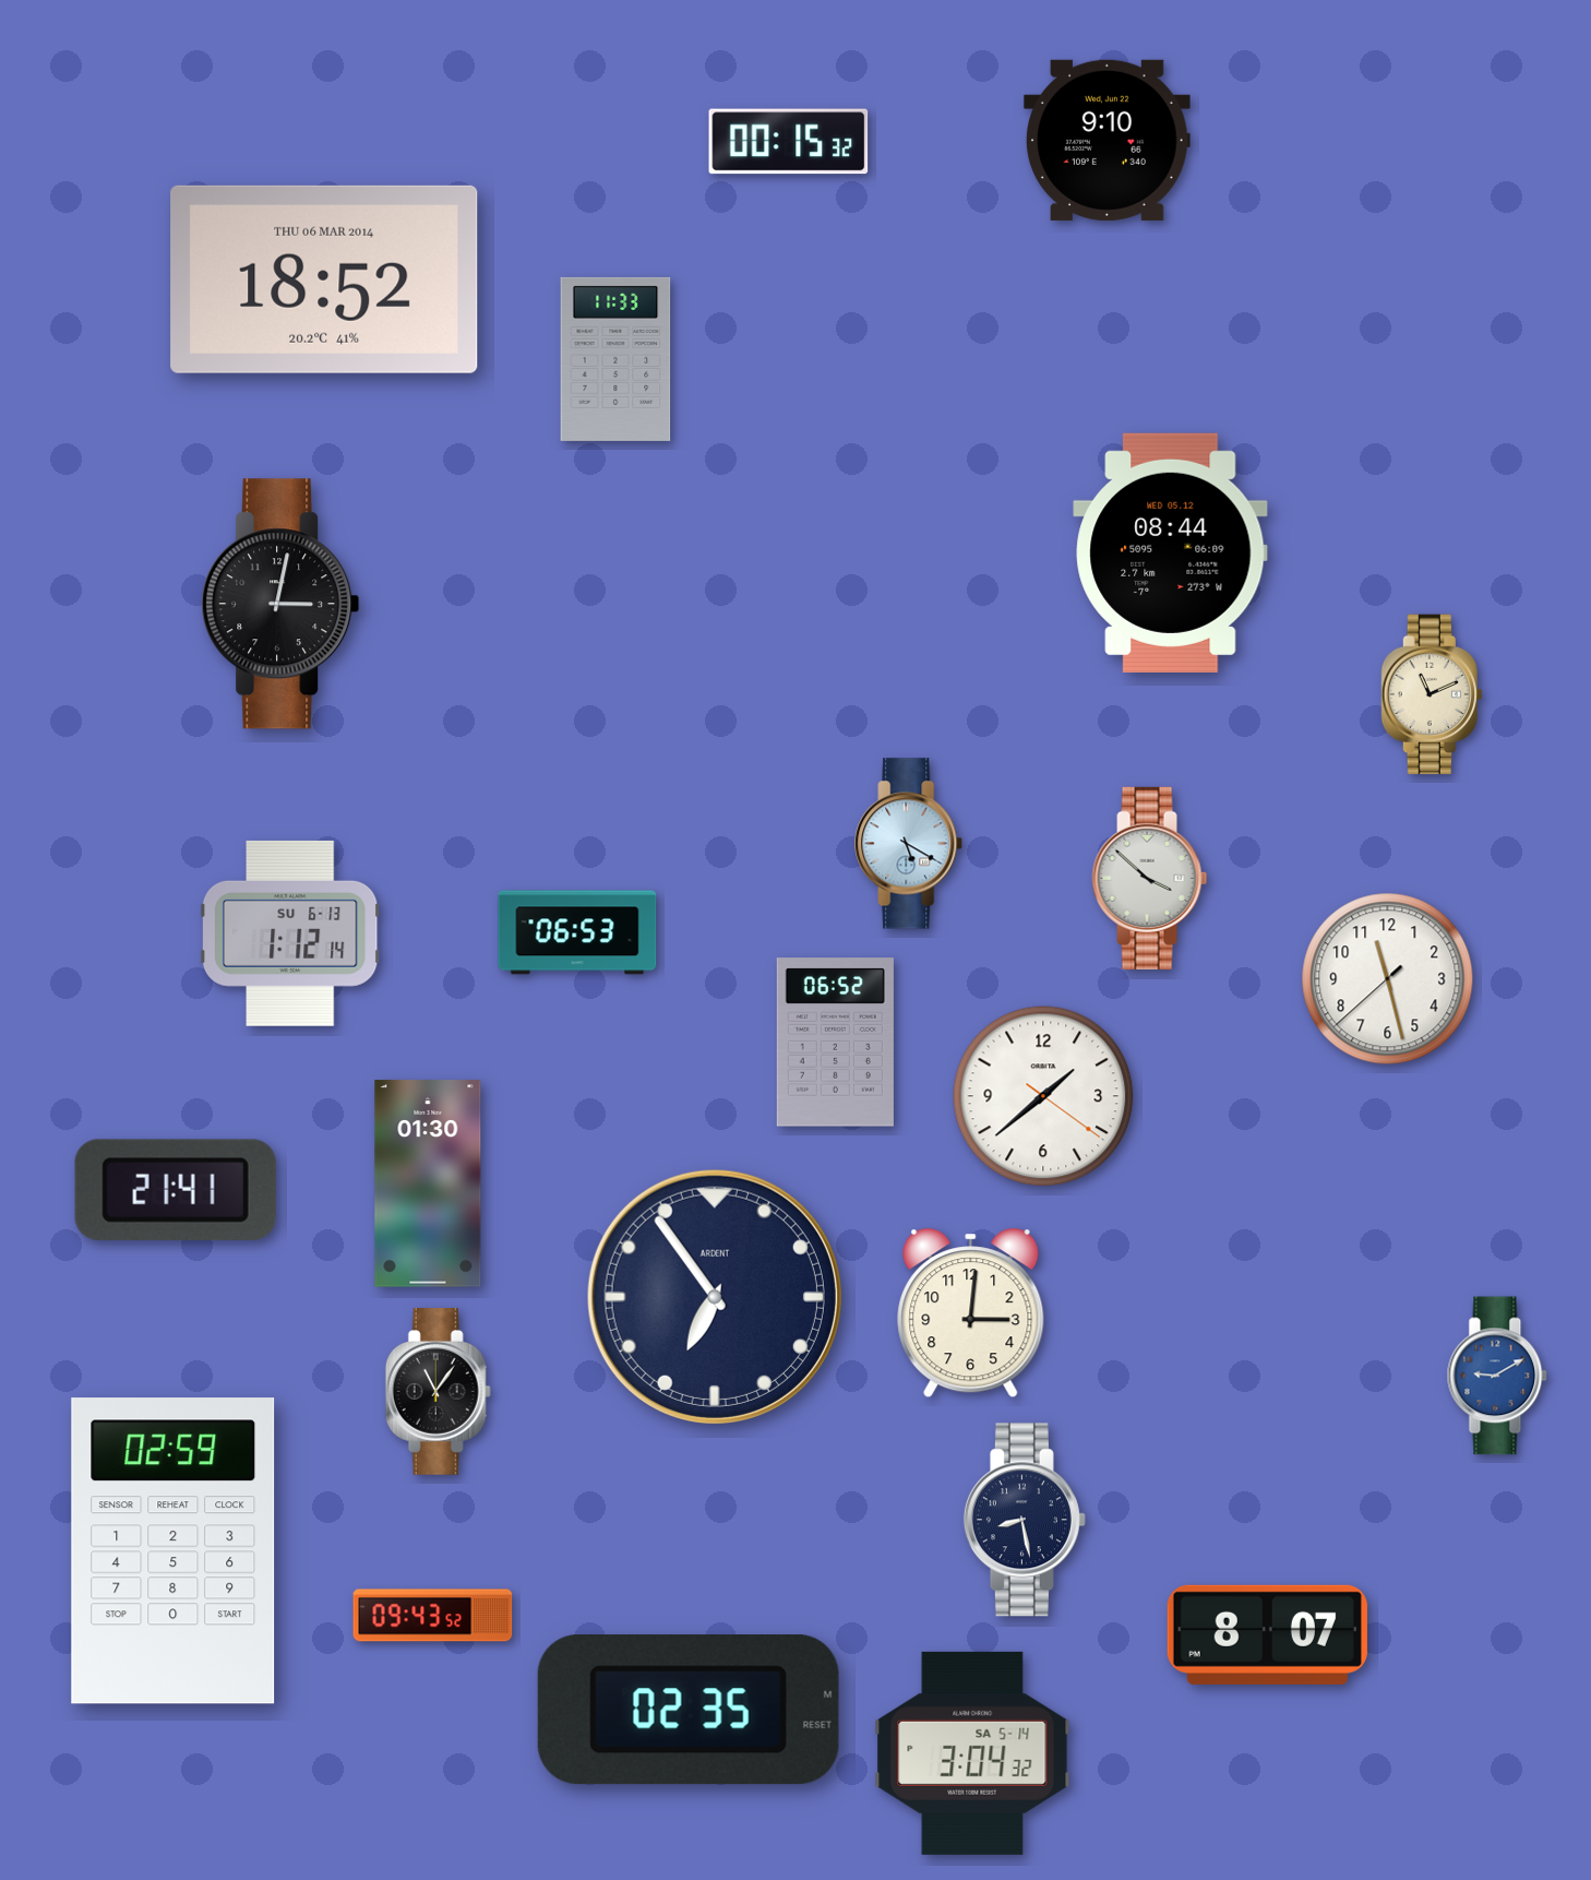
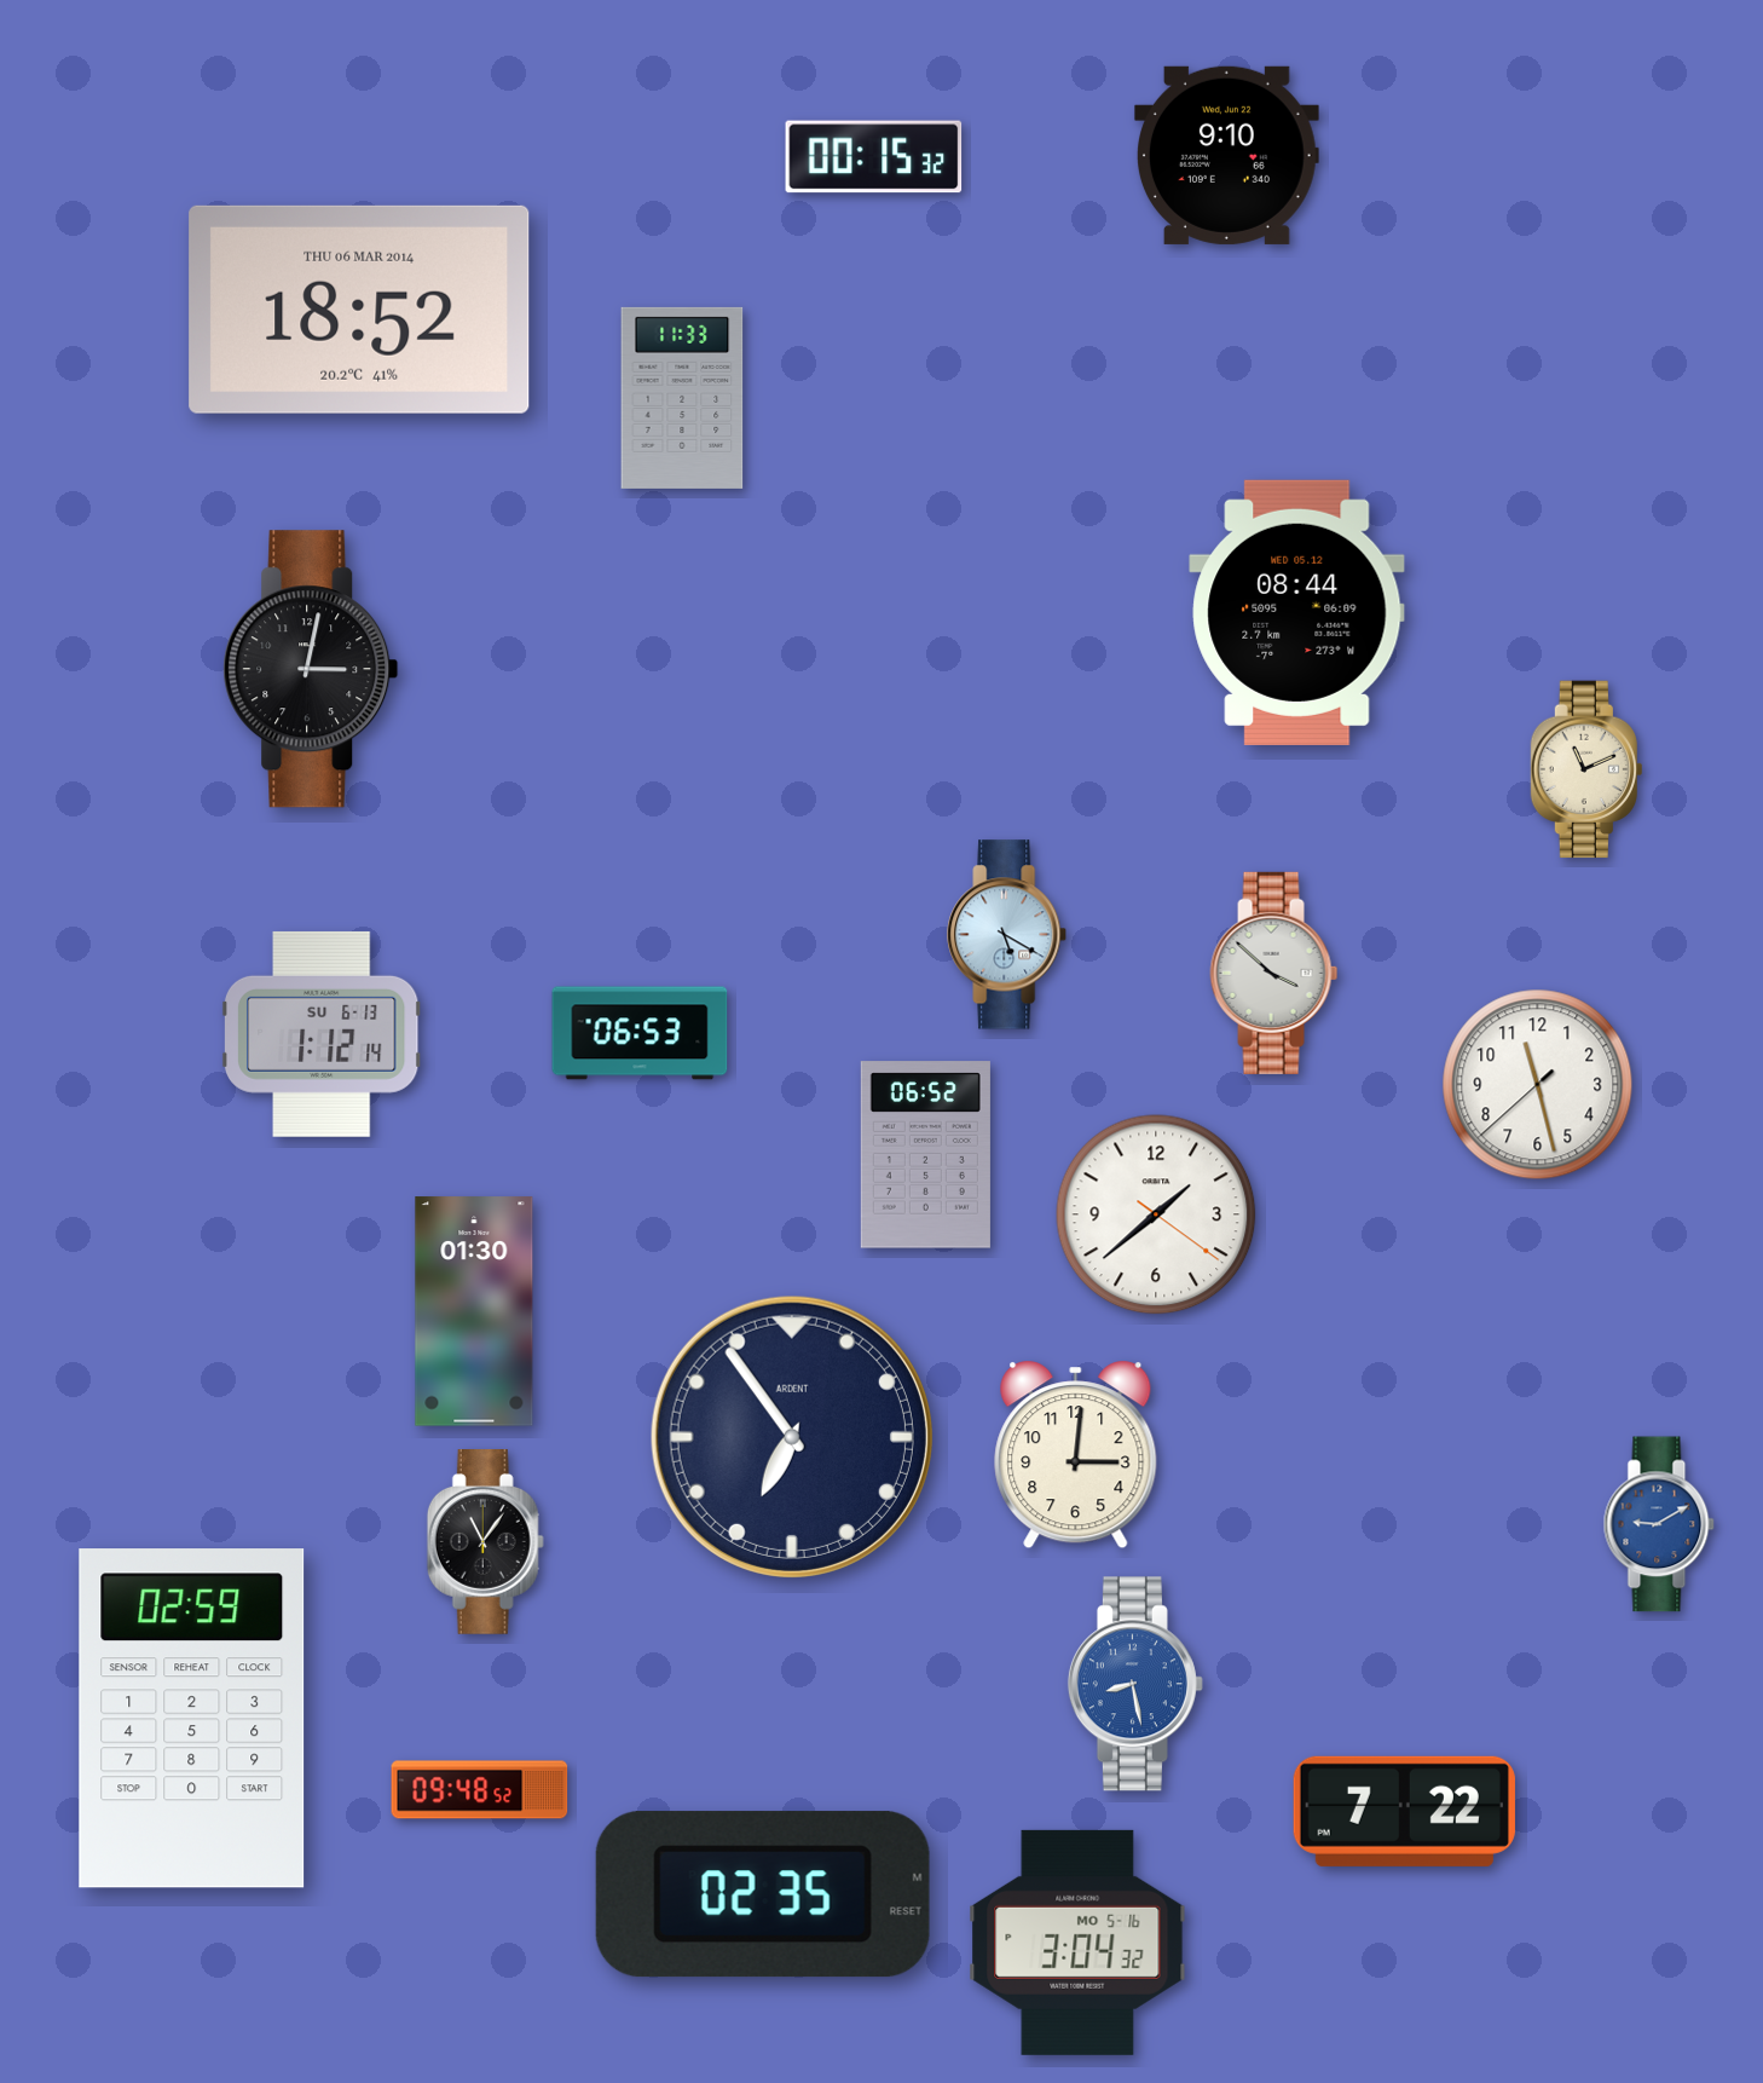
clock at (176, 1190): 21:41 -> none
clock at (1025, 1520) dial: navy -> blue
clock at (433, 1616): 09:43 -> 09:48
clock at (1267, 1634): 8:07 -> 7:22
clock at (972, 1753) date: SA 5-14 -> MO 5-16
